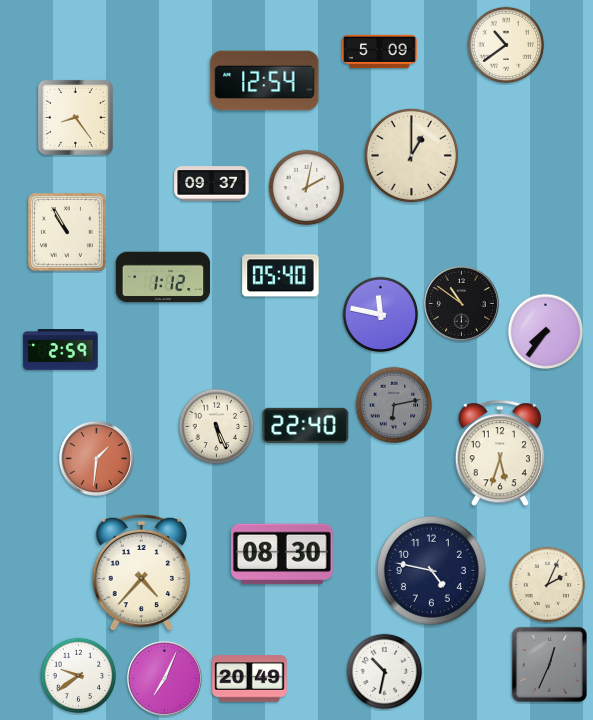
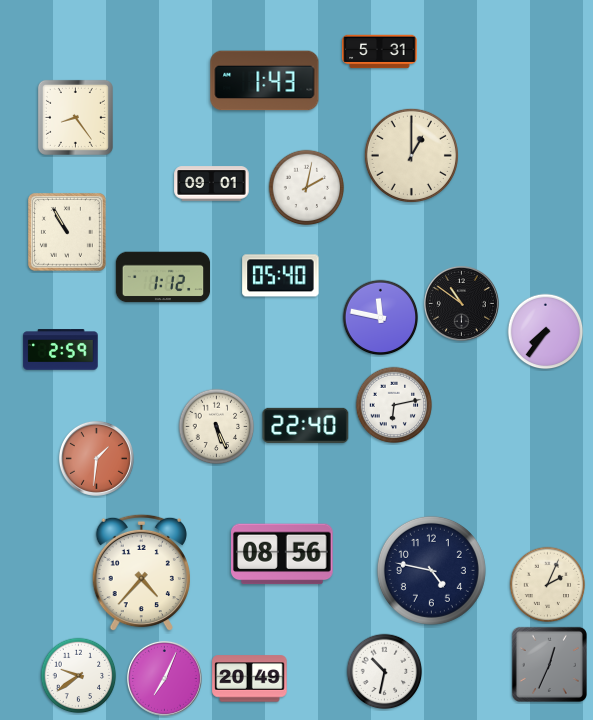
clock at (506, 45): 10:39 -> none
clock at (380, 52): 5:09 -> 5:31
clock at (265, 81): 12:54 -> 1:43
clock at (212, 184): 09:37 -> 09:01
clock at (381, 315) position: (381, 315) -> (381, 318)
clock at (394, 405) dial: grey -> white
clock at (500, 454): 5:33 -> none
clock at (283, 554): 08:30 -> 08:56
